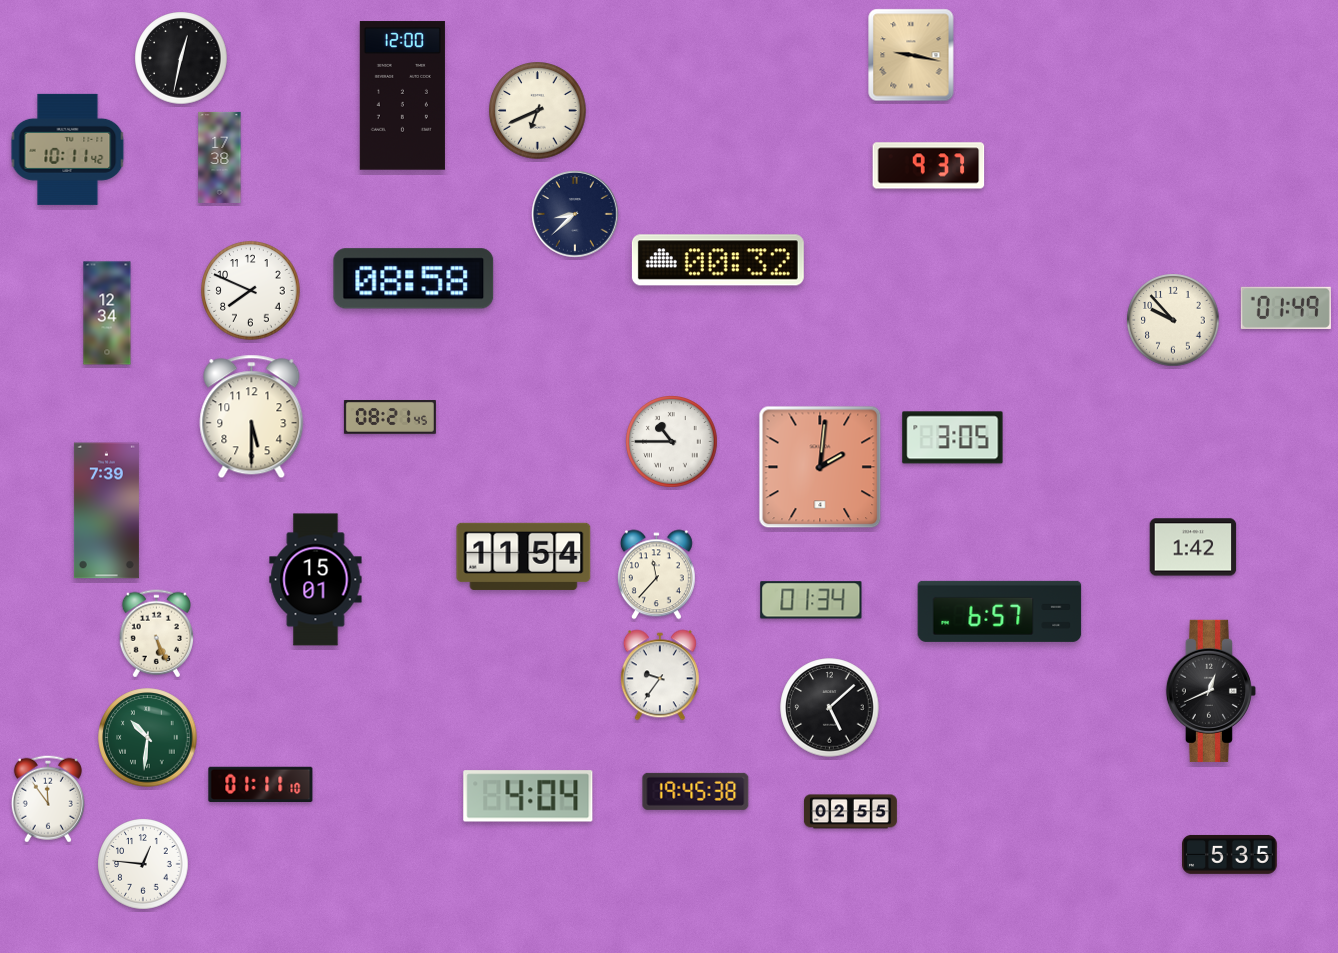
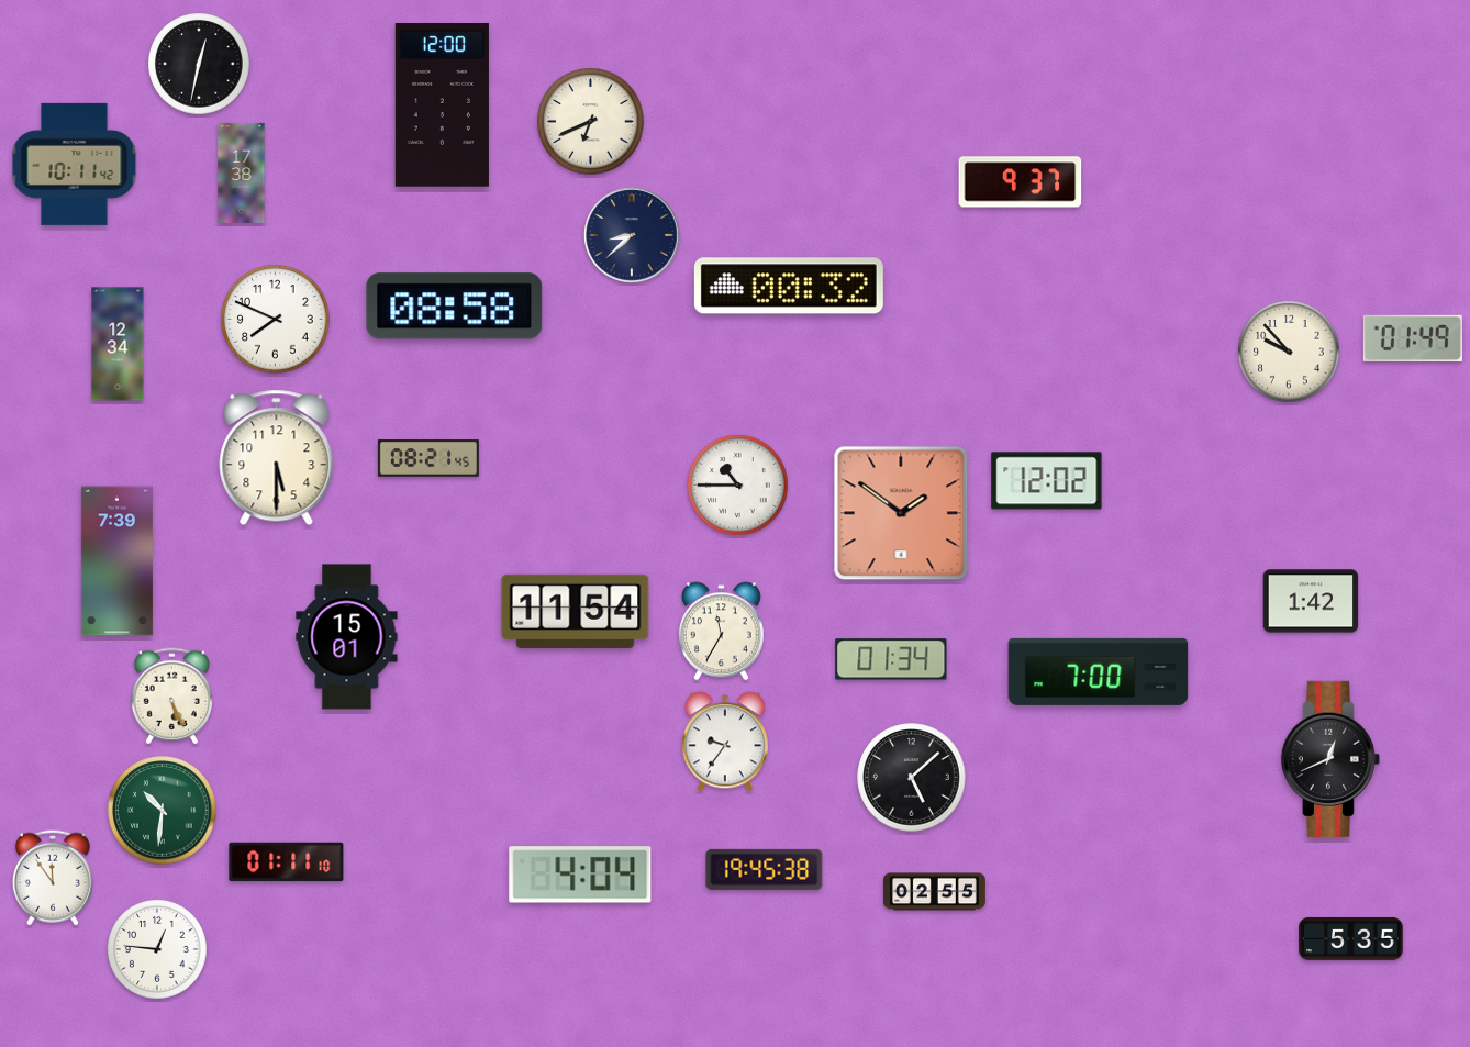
clock at (911, 55): 9:17 -> none
clock at (953, 438): 3:05 -> 12:02
clock at (820, 467): 2:01 -> 1:51
clock at (656, 575): 11:37 -> 11:35
clock at (1000, 611): 6:57 -> 7:00
